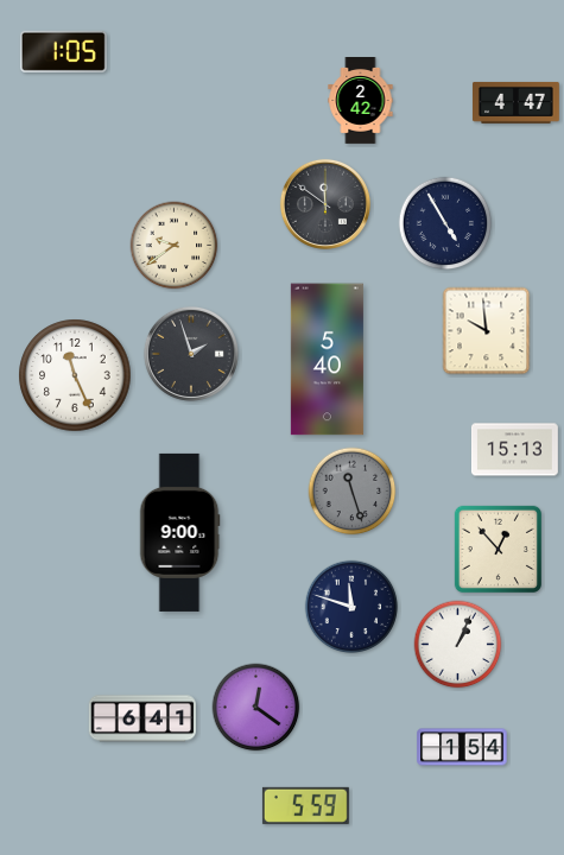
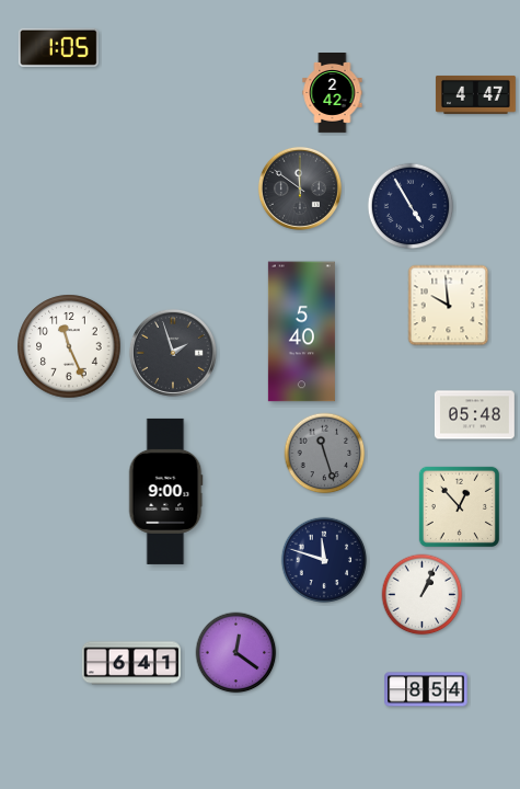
clock at (175, 246): 9:39 -> none
clock at (191, 354) position: (191, 354) -> (173, 353)
clock at (514, 450): 15:13 -> 05:48
clock at (462, 747): 1:54 -> 8:54
clock at (305, 805): 5:59 -> none
